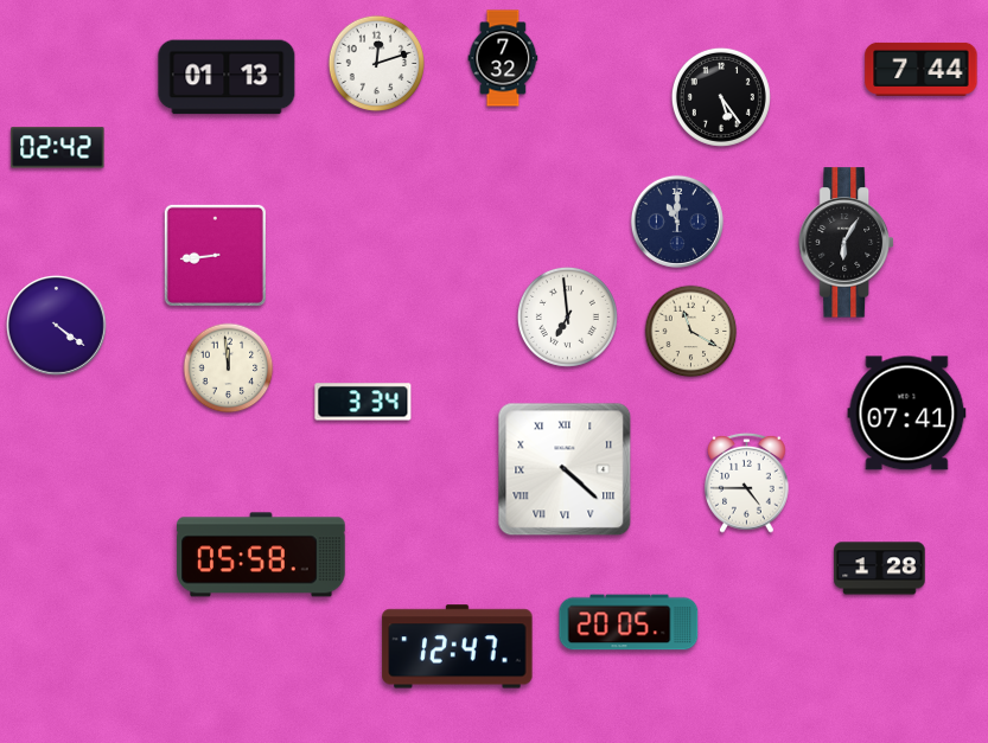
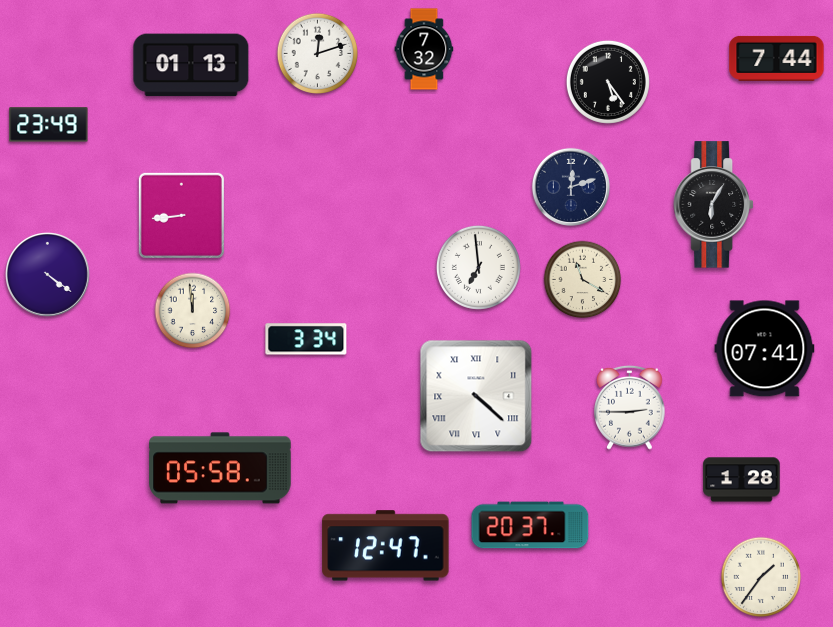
clock at (58, 148): 02:42 -> 23:49
clock at (677, 222): 11:00 -> 12:12
clock at (747, 482): 4:45 -> 2:45
clock at (629, 622): 20:05 -> 20:37
clock at (761, 577): none -> 1:36
